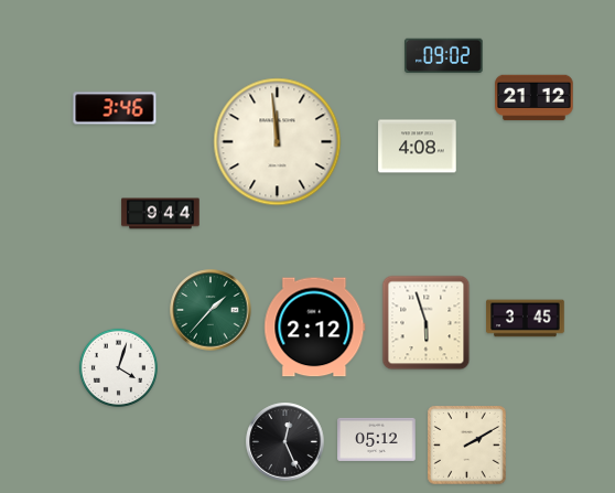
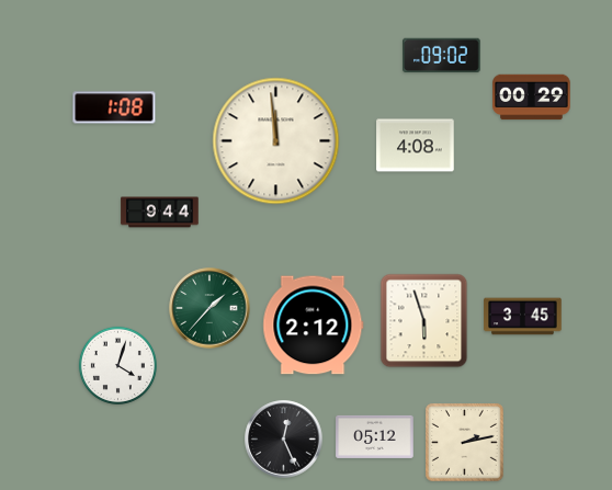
clock at (535, 98): 21:12 -> 00:29
clock at (115, 108): 3:46 -> 1:08
clock at (467, 446): 2:10 -> 2:13
